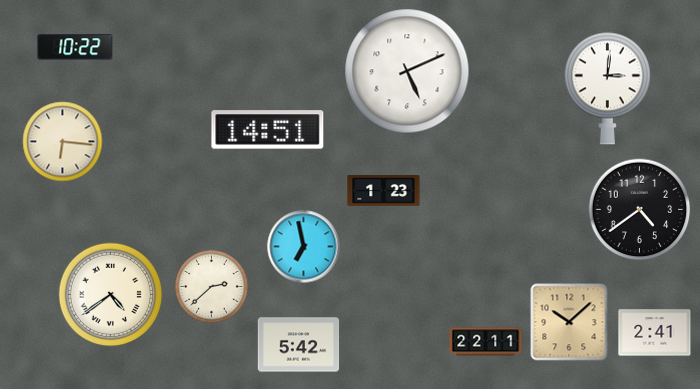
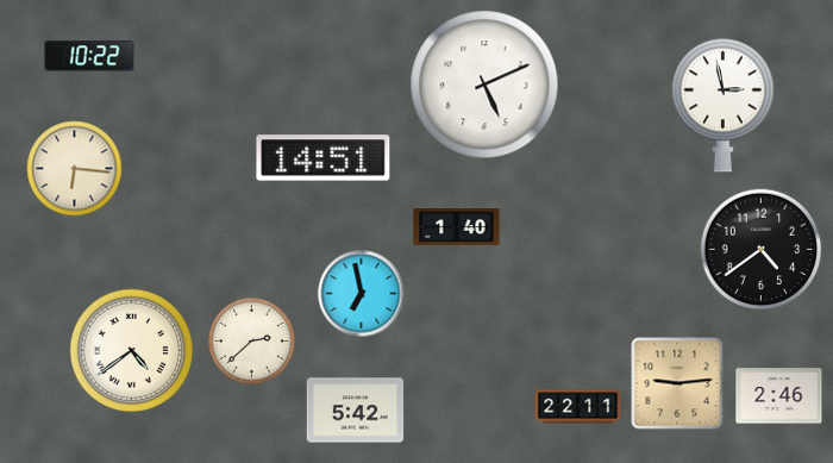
clock at (607, 88): 3:01 -> 2:58
clock at (268, 130) position: (268, 130) -> (324, 158)
clock at (384, 191): 1:23 -> 1:40
clock at (569, 322): 10:08 -> 9:14
clock at (655, 333): 2:41 -> 2:46
